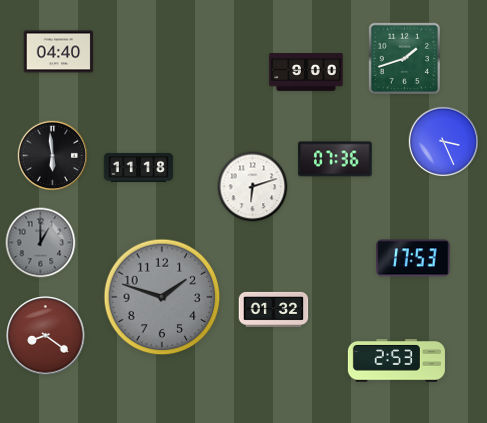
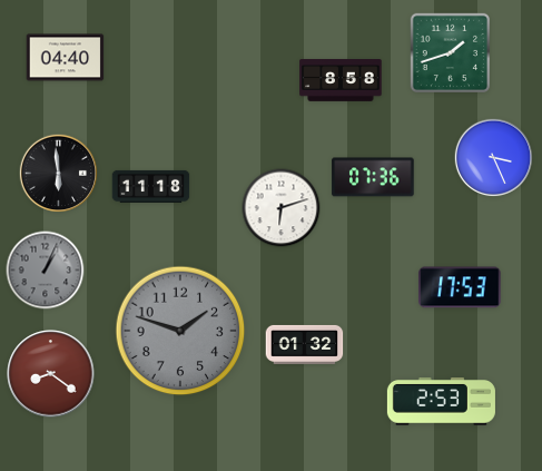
clock at (404, 58) position: (404, 58) -> (450, 52)
clock at (306, 73): 9:00 -> 8:58
clock at (139, 167) position: (139, 167) -> (151, 186)
clock at (41, 243): 1:00 -> 1:04
